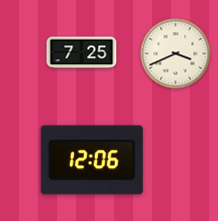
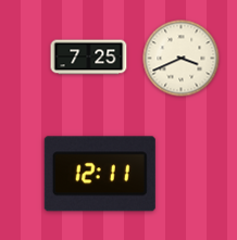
clock at (176, 54) position: (176, 54) -> (182, 59)
clock at (92, 160): 12:06 -> 12:11
